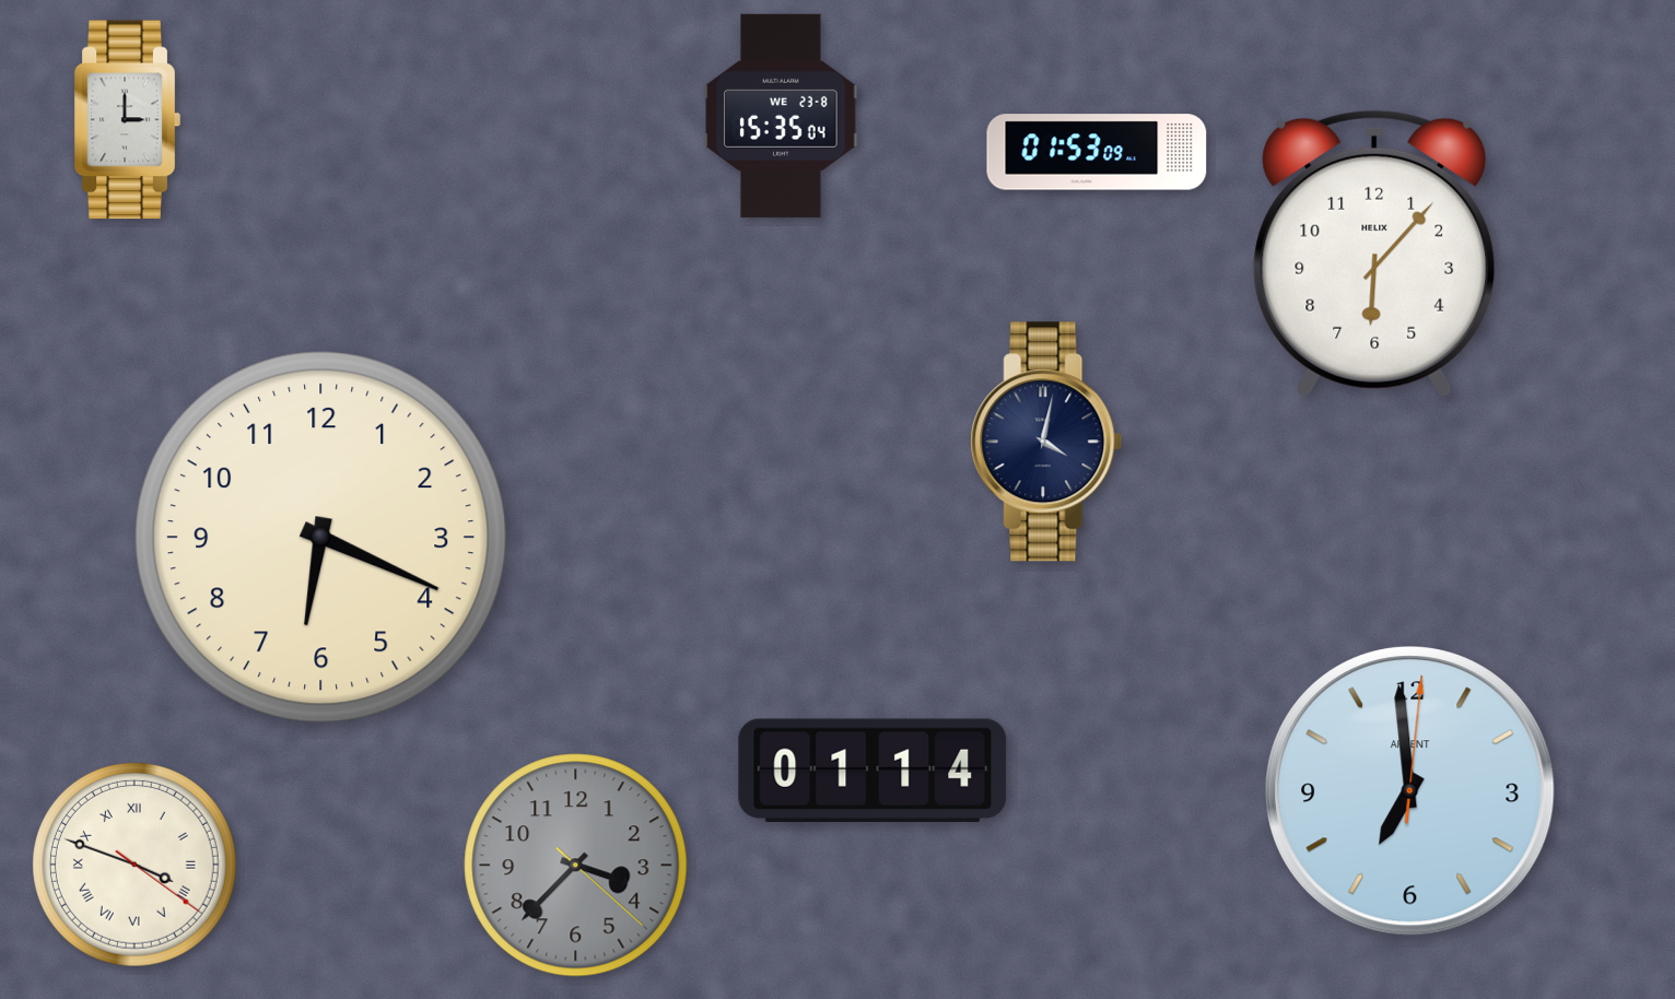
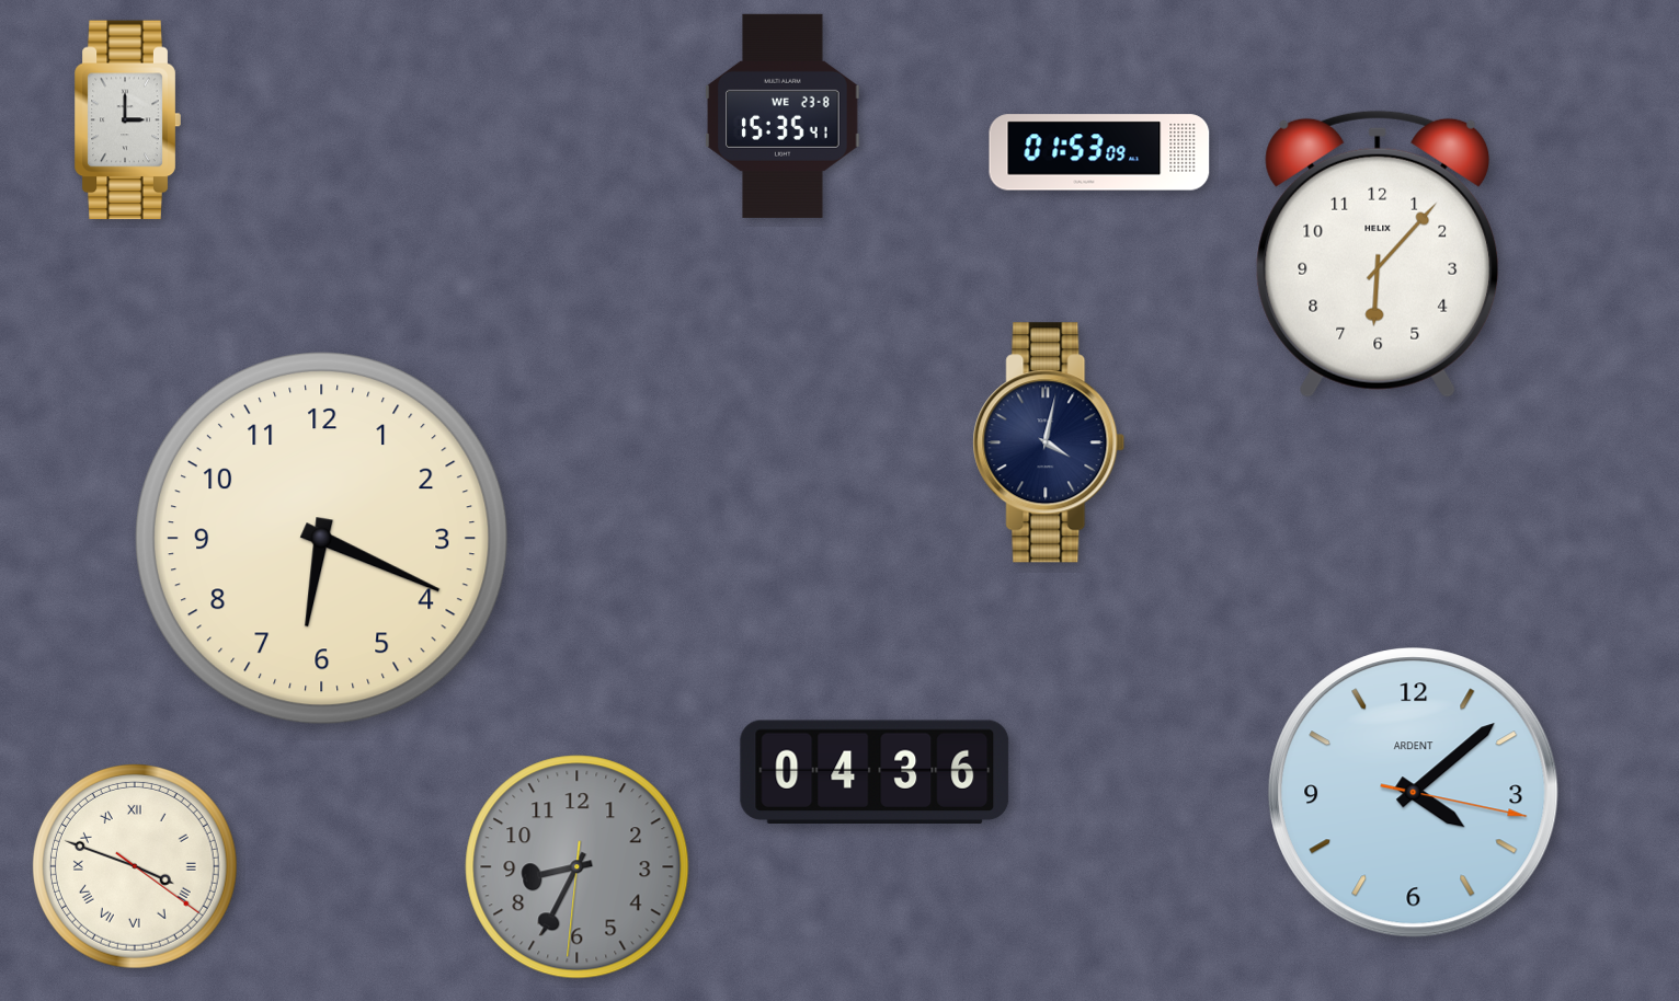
clock at (781, 116): 15:35:04 -> 15:35:41
clock at (872, 769): 01:14 -> 04:36
clock at (1410, 791): 6:59 -> 4:08
clock at (576, 866): 3:37 -> 8:34
